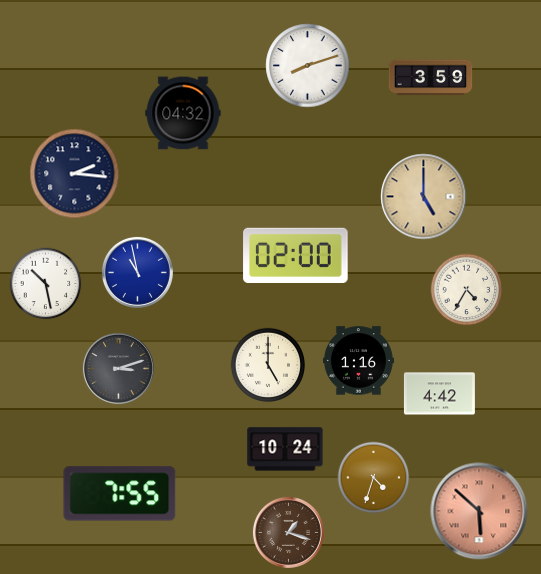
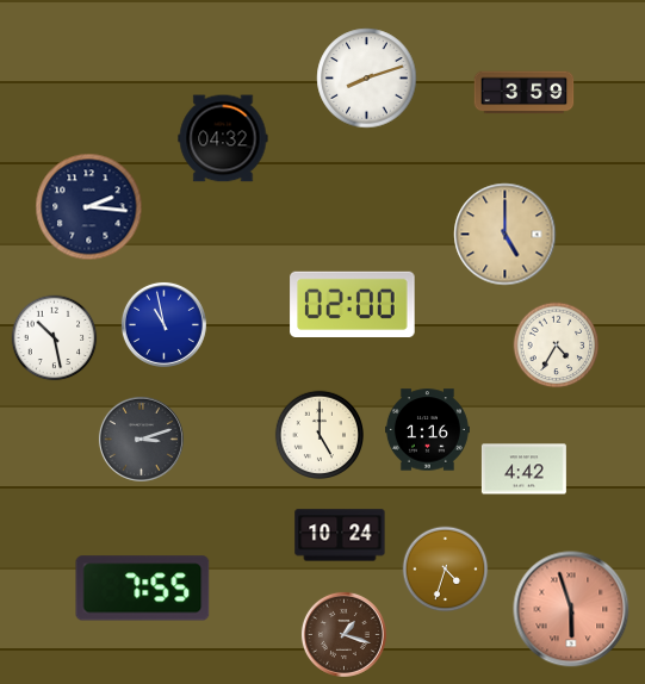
clock at (431, 78) position: (431, 78) -> (525, 93)
clock at (183, 113) position: (183, 113) -> (223, 138)
clock at (479, 511): 5:52 -> 5:57
